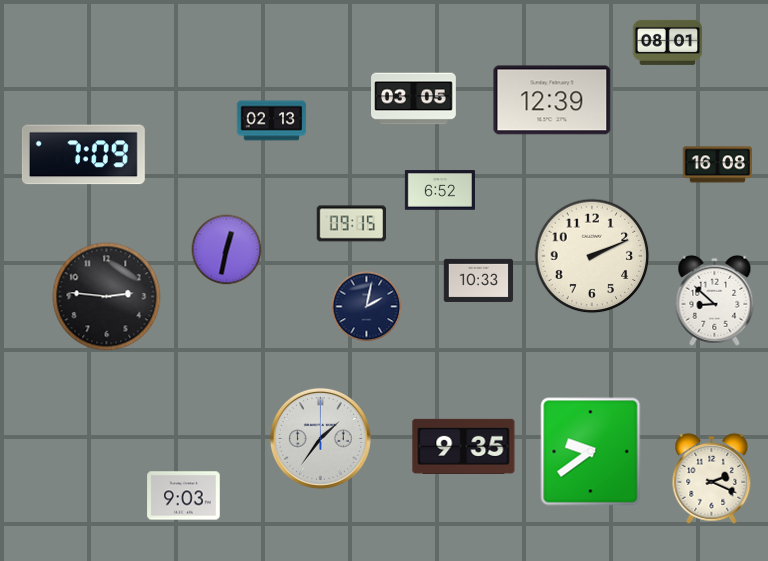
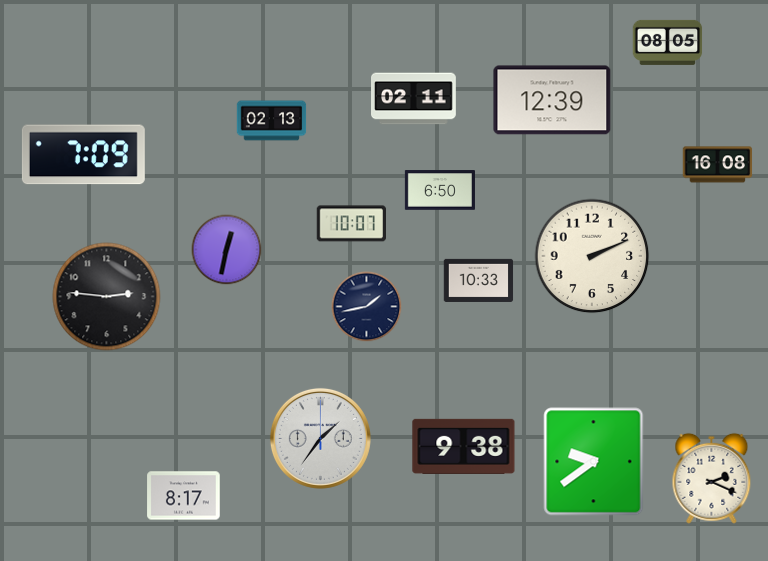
clock at (668, 42): 08:01 -> 08:05
clock at (414, 99): 03:05 -> 02:11
clock at (440, 190): 6:52 -> 6:50
clock at (351, 224): 09:15 -> 10:07
clock at (715, 300): 8:52 -> none
clock at (367, 307): 2:02 -> 1:43
clock at (464, 446): 9:35 -> 9:38
clock at (591, 452) position: (591, 452) -> (594, 462)
clock at (184, 496): 9:03 -> 8:17
